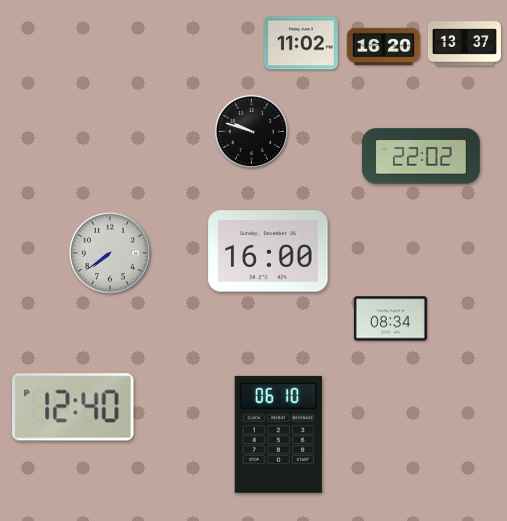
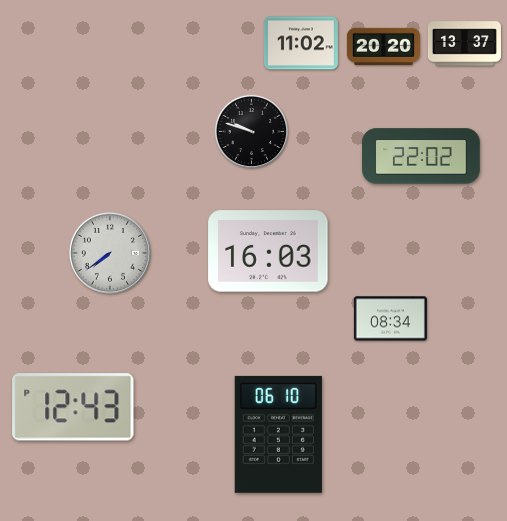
clock at (383, 46): 16:20 -> 20:20
clock at (268, 251): 16:00 -> 16:03
clock at (73, 407): 12:40 -> 12:43
